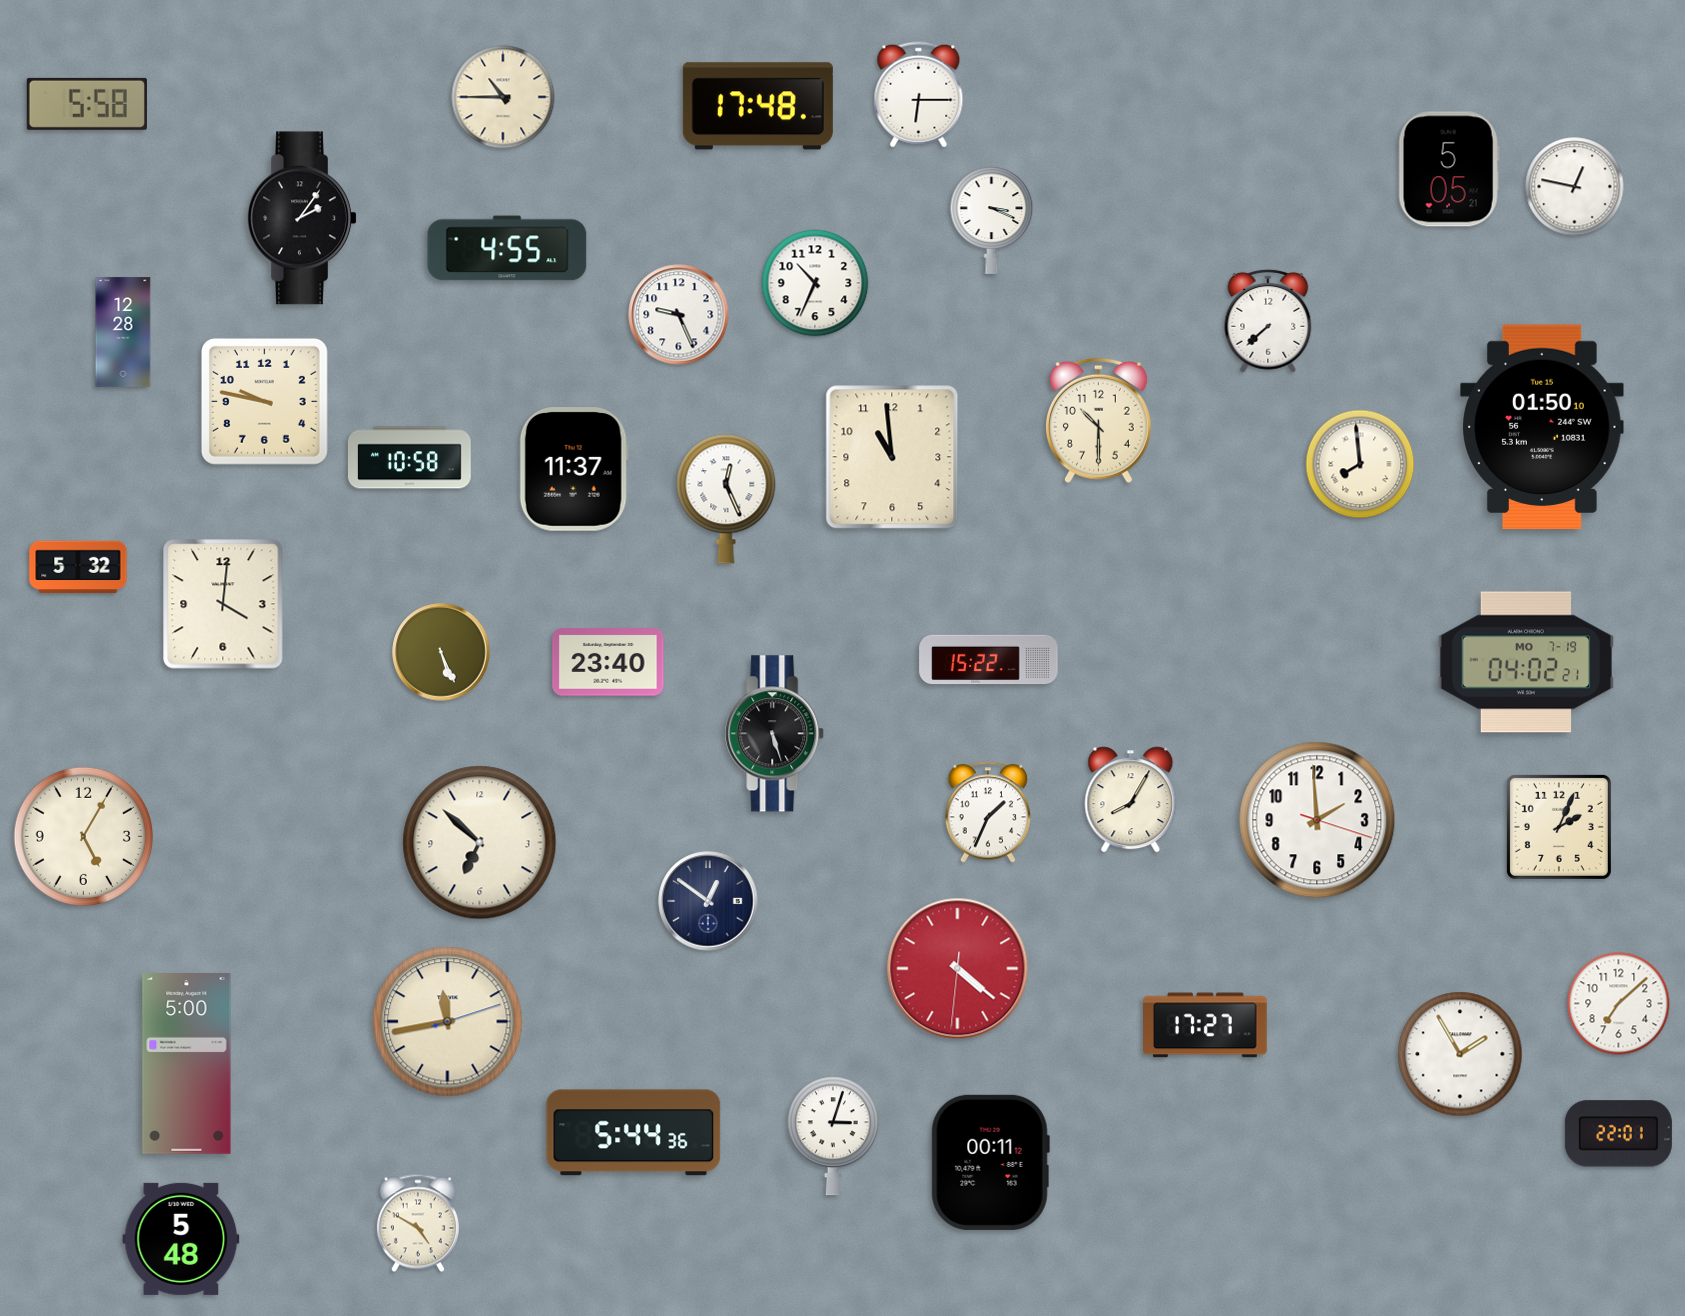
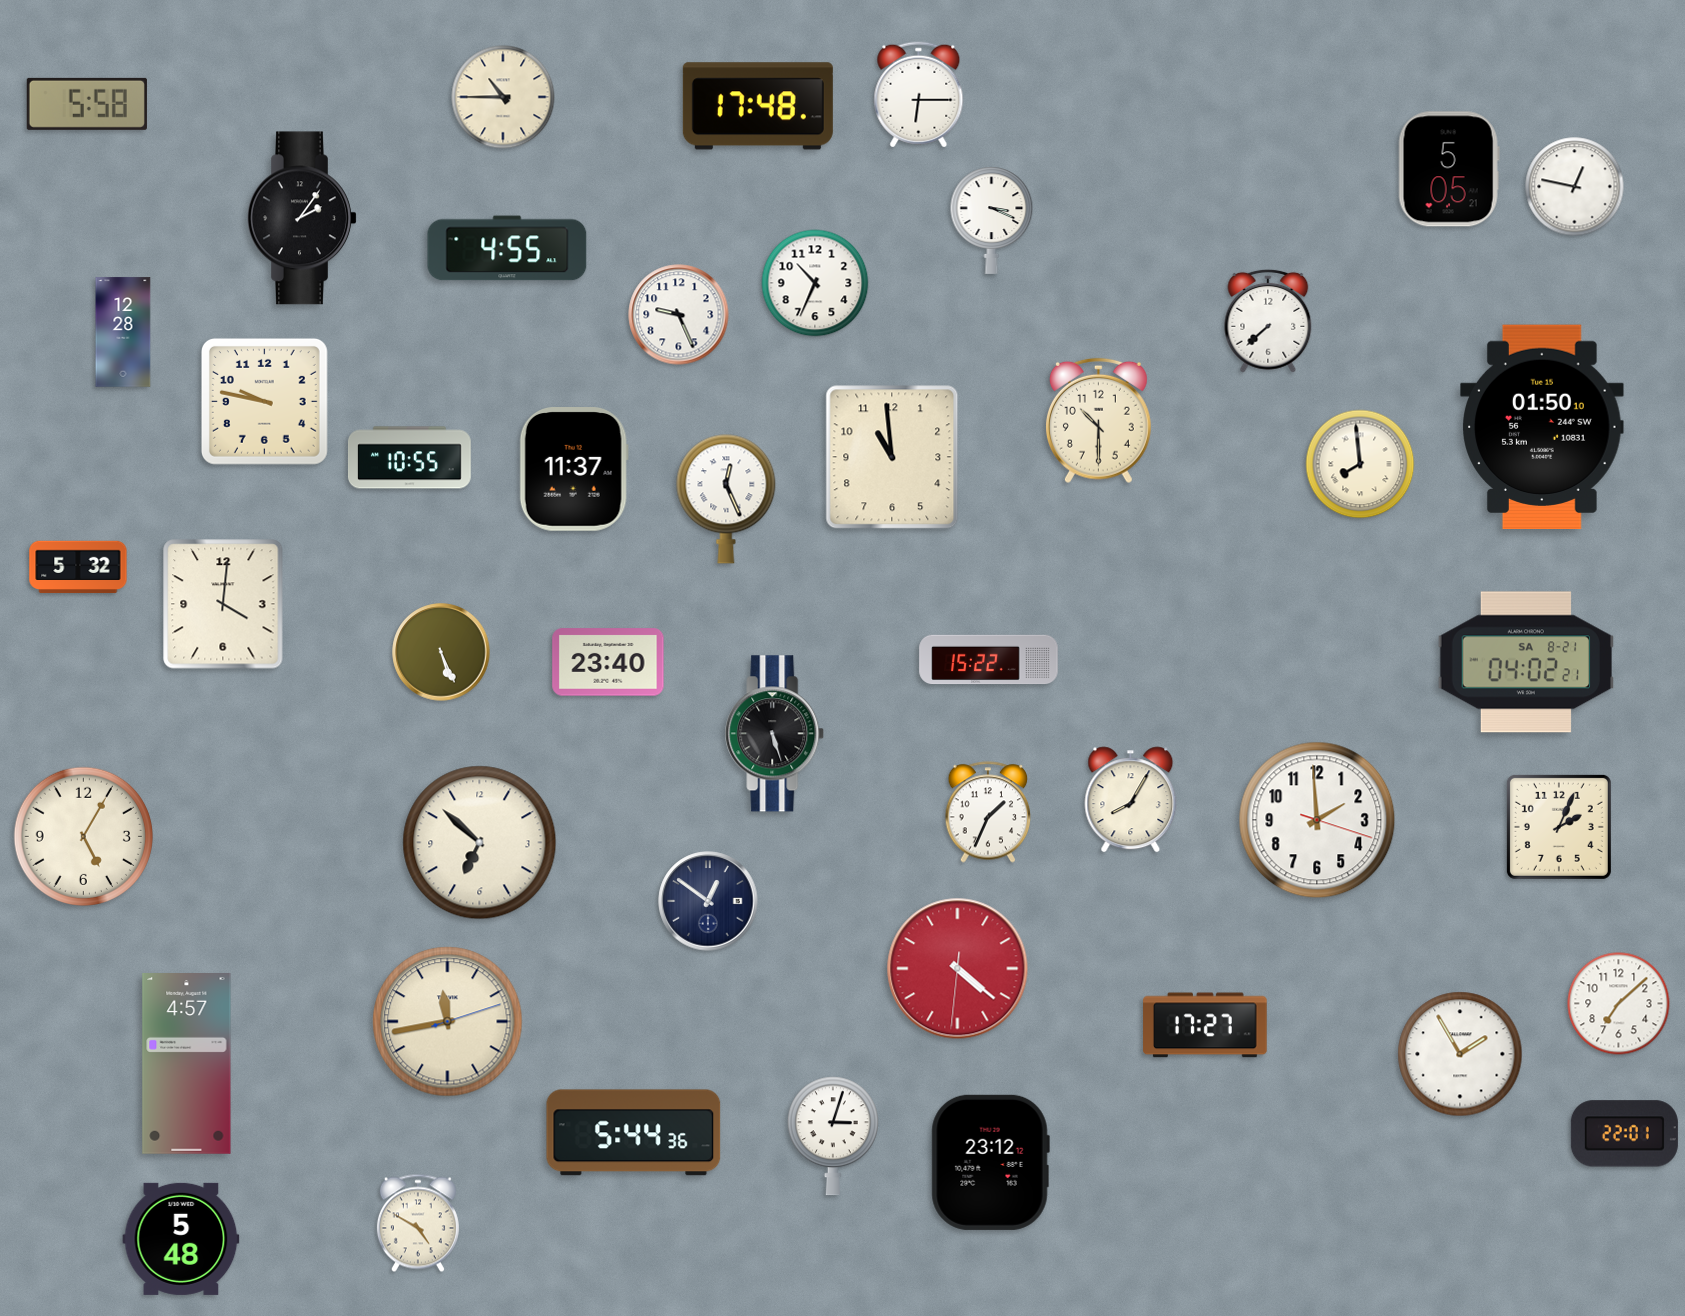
clock at (409, 458): 10:58 -> 10:55
clock at (1525, 662) date: MO 7-19 -> SA 8-21
clock at (187, 1064): 5:00 -> 4:57
clock at (1618, 1134) position: (1618, 1134) -> (1624, 1134)
clock at (990, 1162): 00:11 -> 23:12
